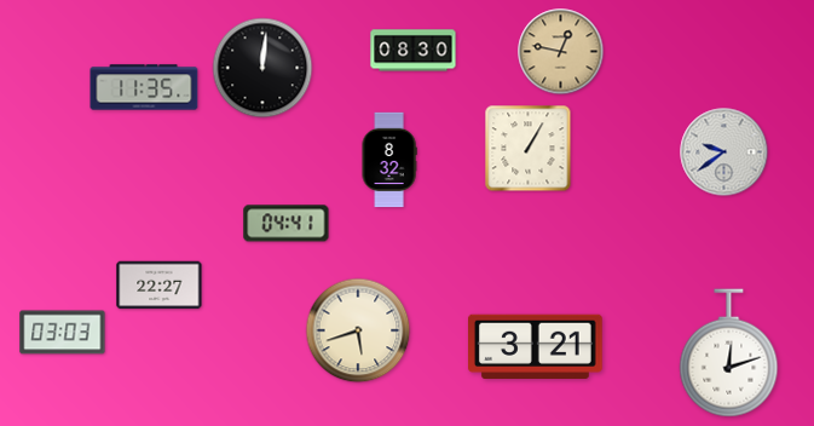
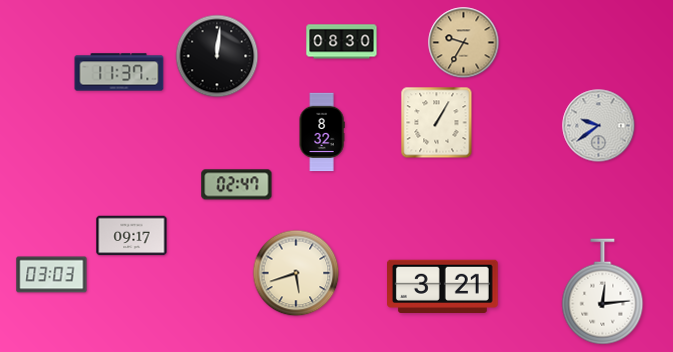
clock at (561, 52): 12:47 -> 9:35
clock at (144, 87): 11:35 -> 11:37
clock at (287, 224): 04:41 -> 02:47
clock at (160, 286): 22:27 -> 09:17
clock at (729, 353): 12:12 -> 12:14
